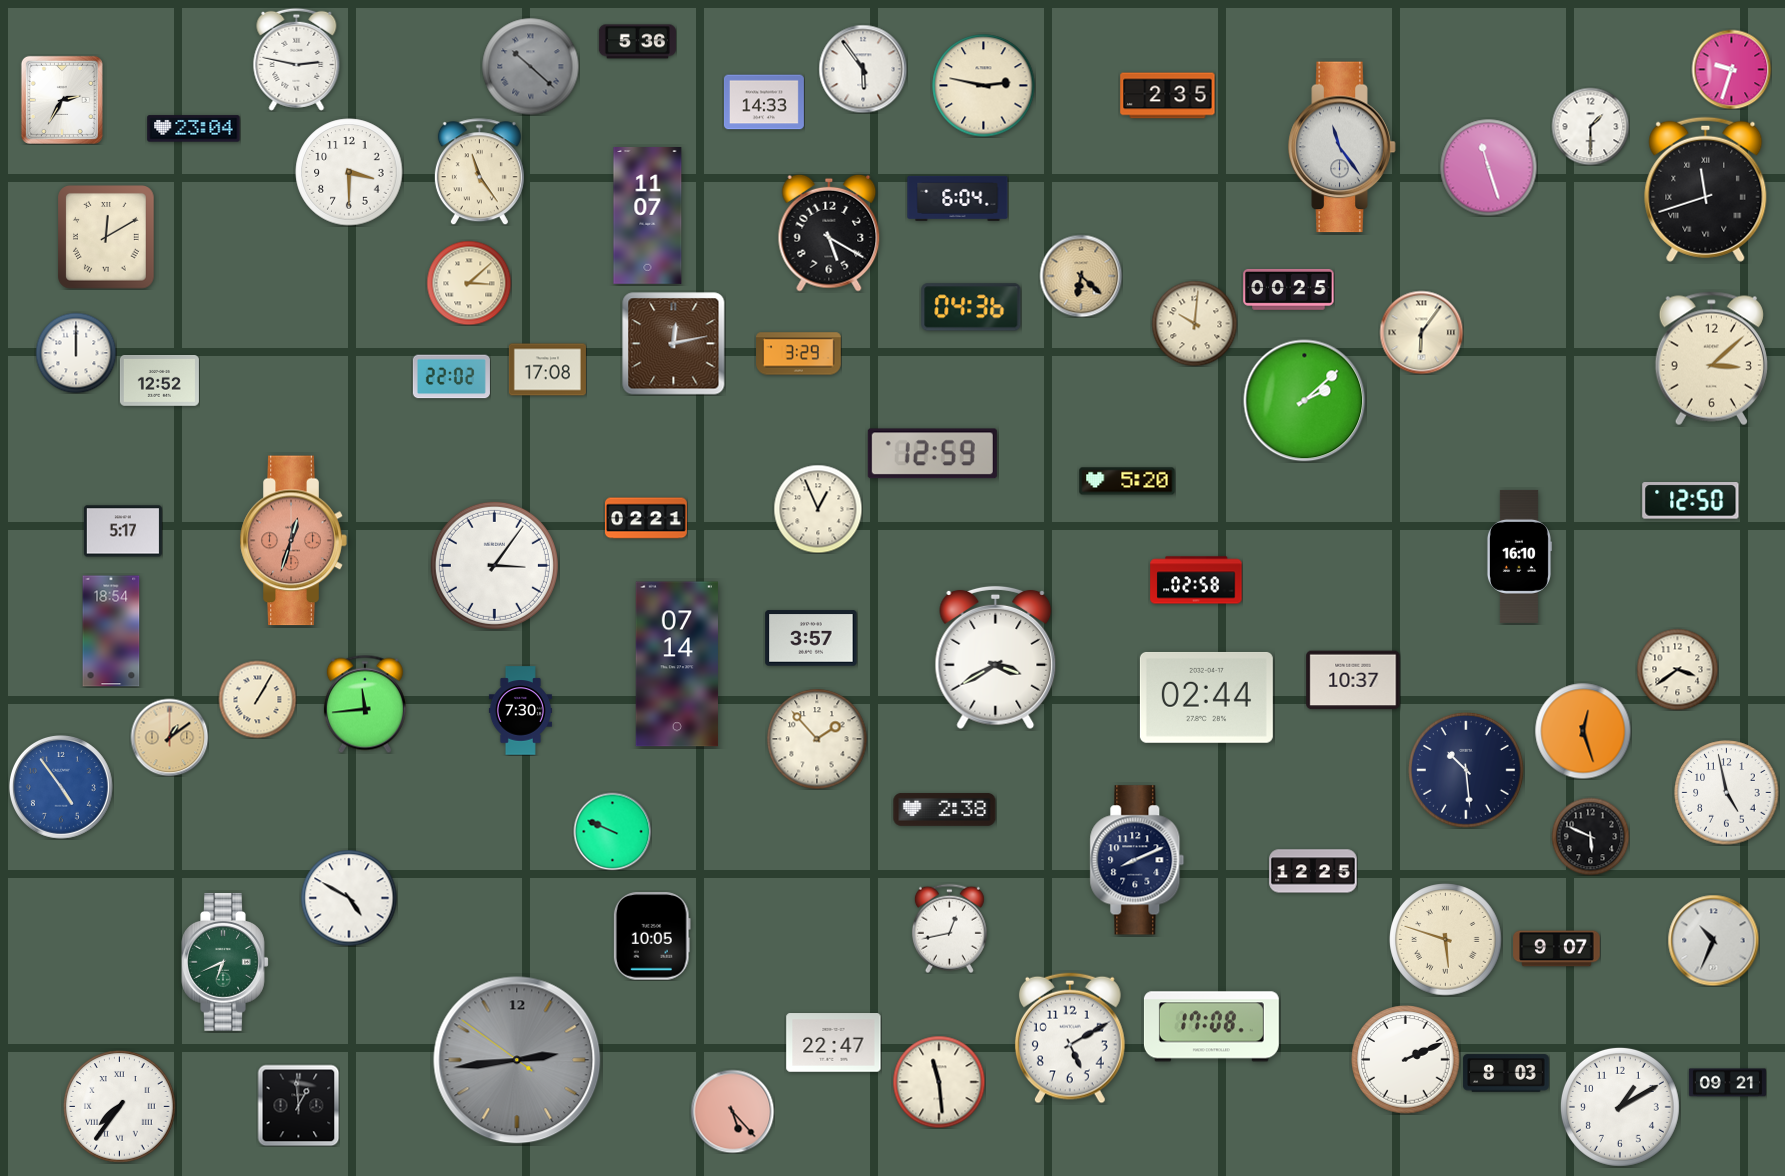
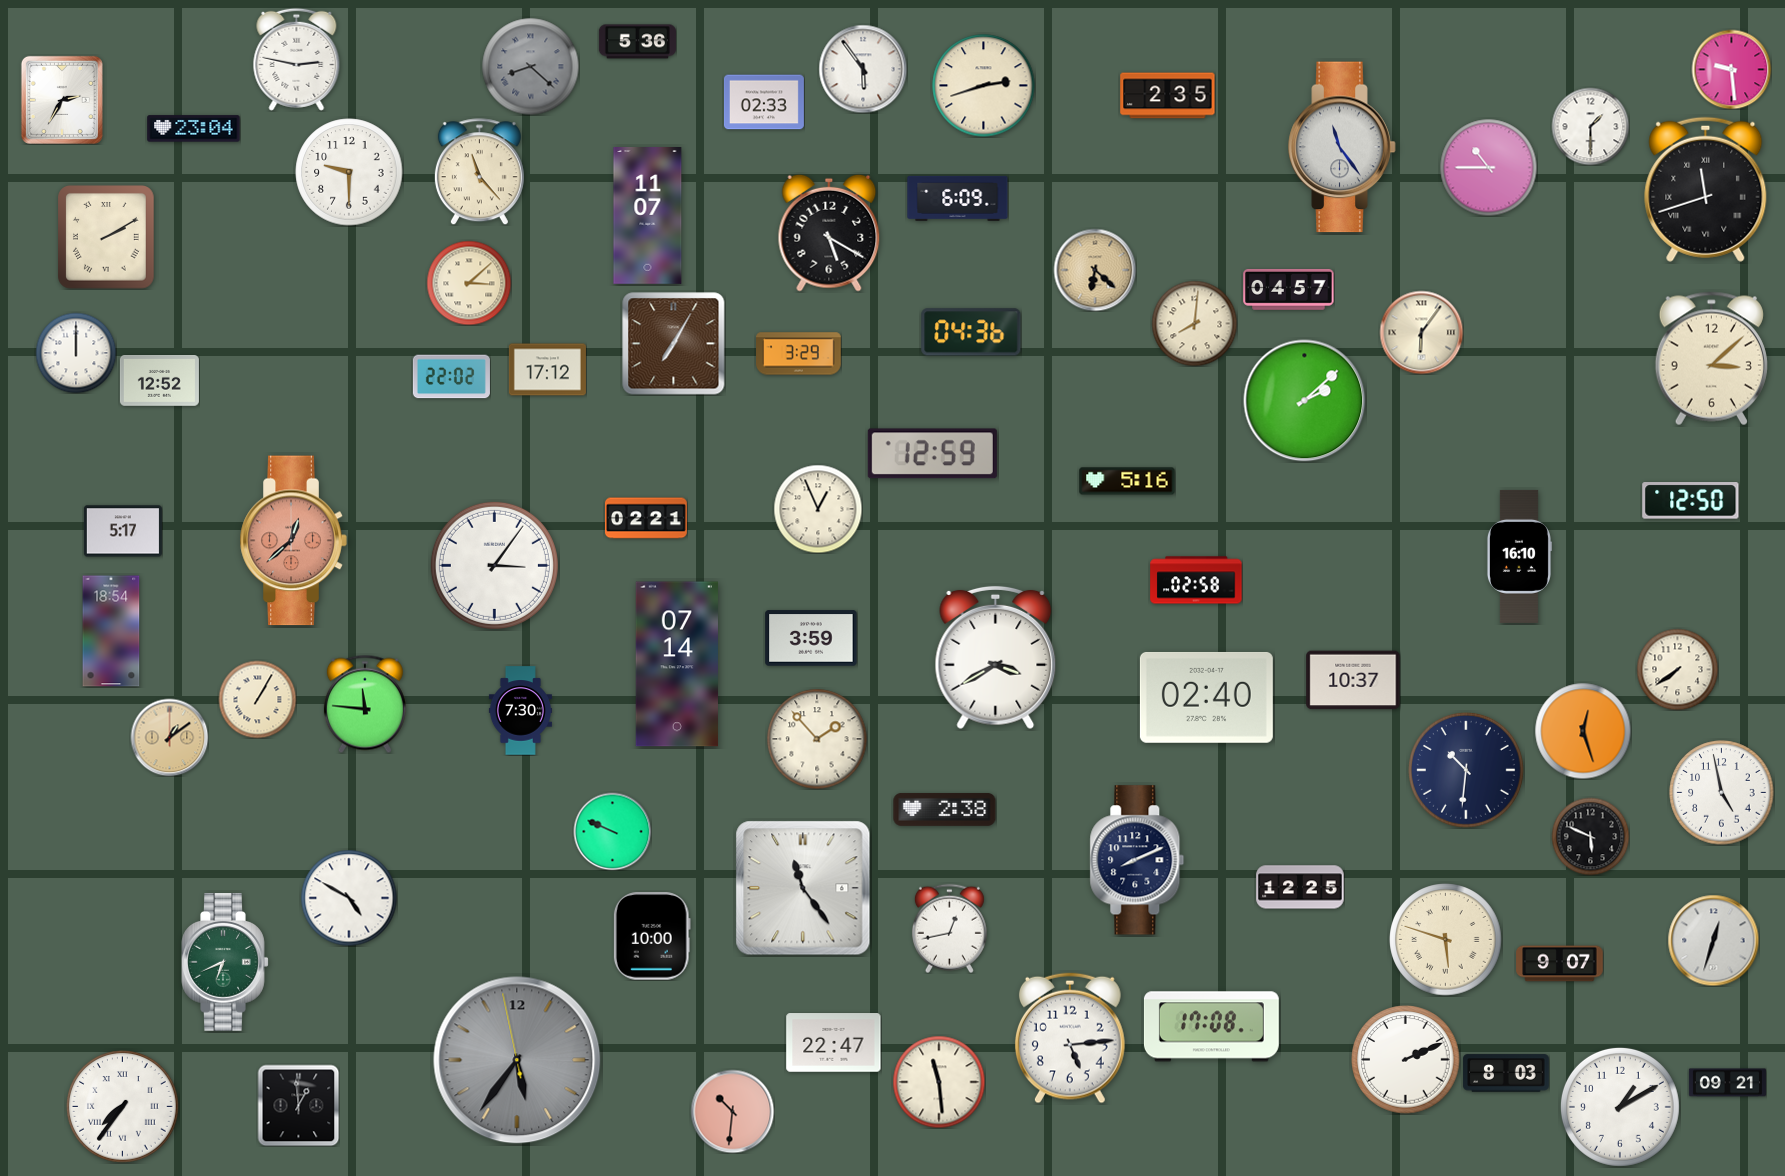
clock at (530, 66): 10:22 -> 8:22
clock at (1731, 69): 9:33 -> 9:29
clock at (984, 86): 2:47 -> 2:42
clock at (764, 102): 14:33 -> 02:33
clock at (1488, 167): 11:27 -> 10:45
clock at (349, 172): 3:30 -> 9:30
clock at (479, 172): 11:24 -> 11:23
clock at (958, 198): 6:04 -> 6:09
clock at (107, 237): 12:10 -> 2:10
clock at (1081, 276) position: (1081, 276) -> (1095, 270)
clock at (1289, 289): 00:25 -> 04:57
clock at (971, 307) position: (971, 307) -> (971, 332)
clock at (1194, 323): 10:01 -> 8:01
clock at (674, 344): 12:13 -> 7:05
clock at (547, 370): 17:08 -> 17:12
clock at (1127, 481): 5:20 -> 5:16
clock at (293, 541): 12:33 -> 12:38
clock at (811, 638): 3:57 -> 3:59
clock at (1677, 669): 3:39 -> 7:39
clock at (1206, 697): 02:44 -> 02:40
clock at (365, 704): 11:44 -> 11:46
clock at (1467, 771): 10:29 -> 10:31
clock at (61, 787): 4:54 -> none
clock at (1727, 793) position: (1727, 793) -> (1722, 793)
clock at (1313, 871) position: (1313, 871) -> (1300, 887)
clock at (803, 888): none -> 11:24
clock at (652, 936): 10:05 -> 10:00
clock at (1713, 940): 10:34 -> 12:33
clock at (1557, 949) position: (1557, 949) -> (1560, 964)
clock at (1070, 1038): 5:10 -> 5:14
clock at (517, 1060): 2:43 -> 5:35
clock at (120, 1107) position: (120, 1107) -> (123, 1107)
clock at (732, 1111): 5:23 -> 10:31
